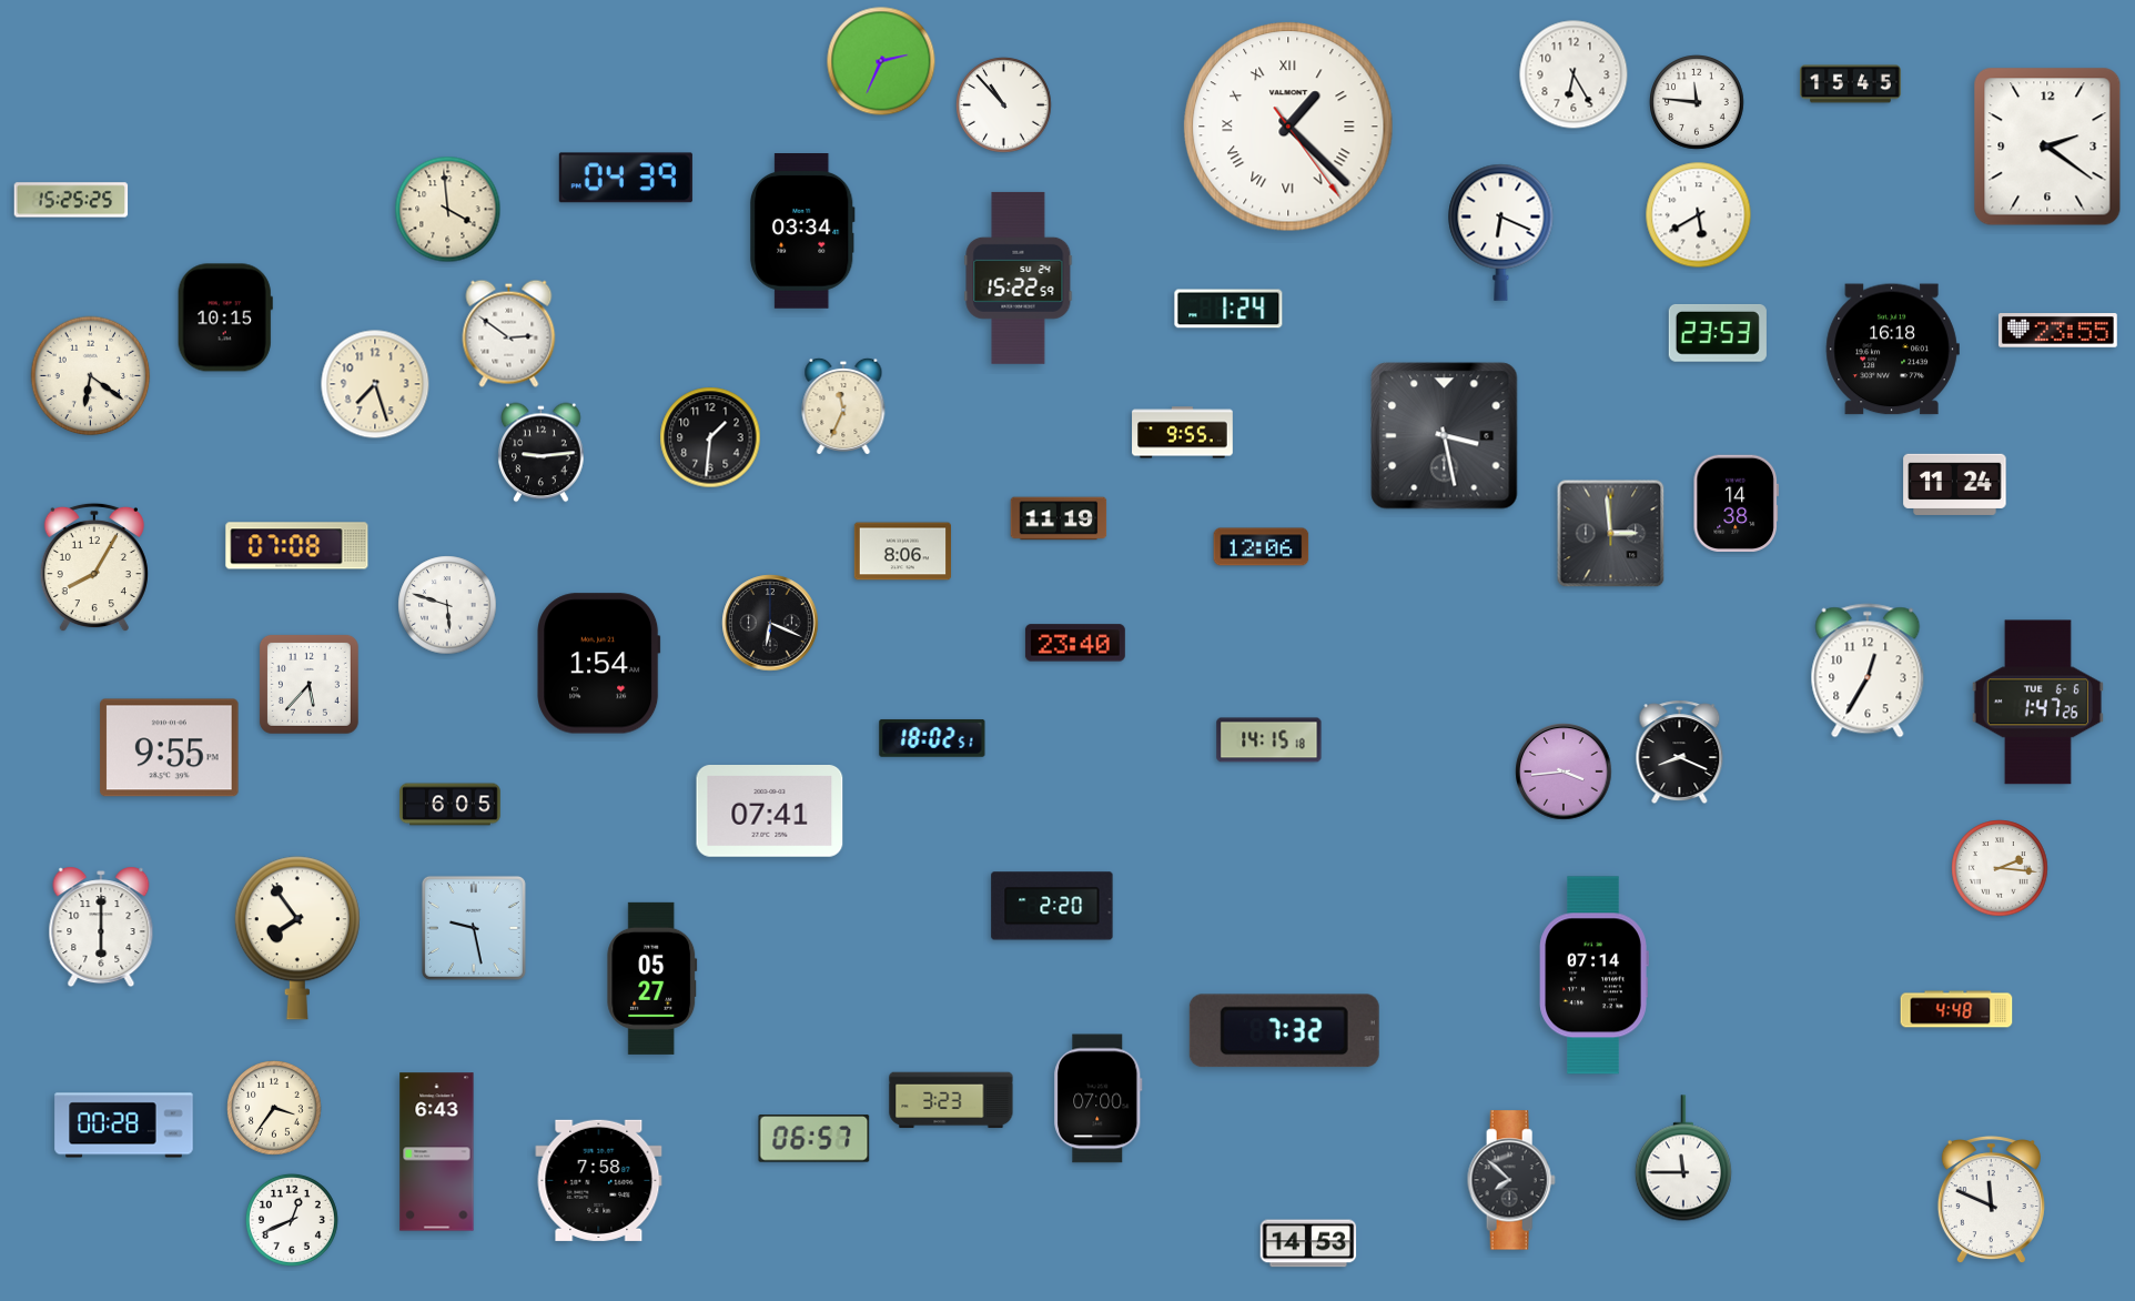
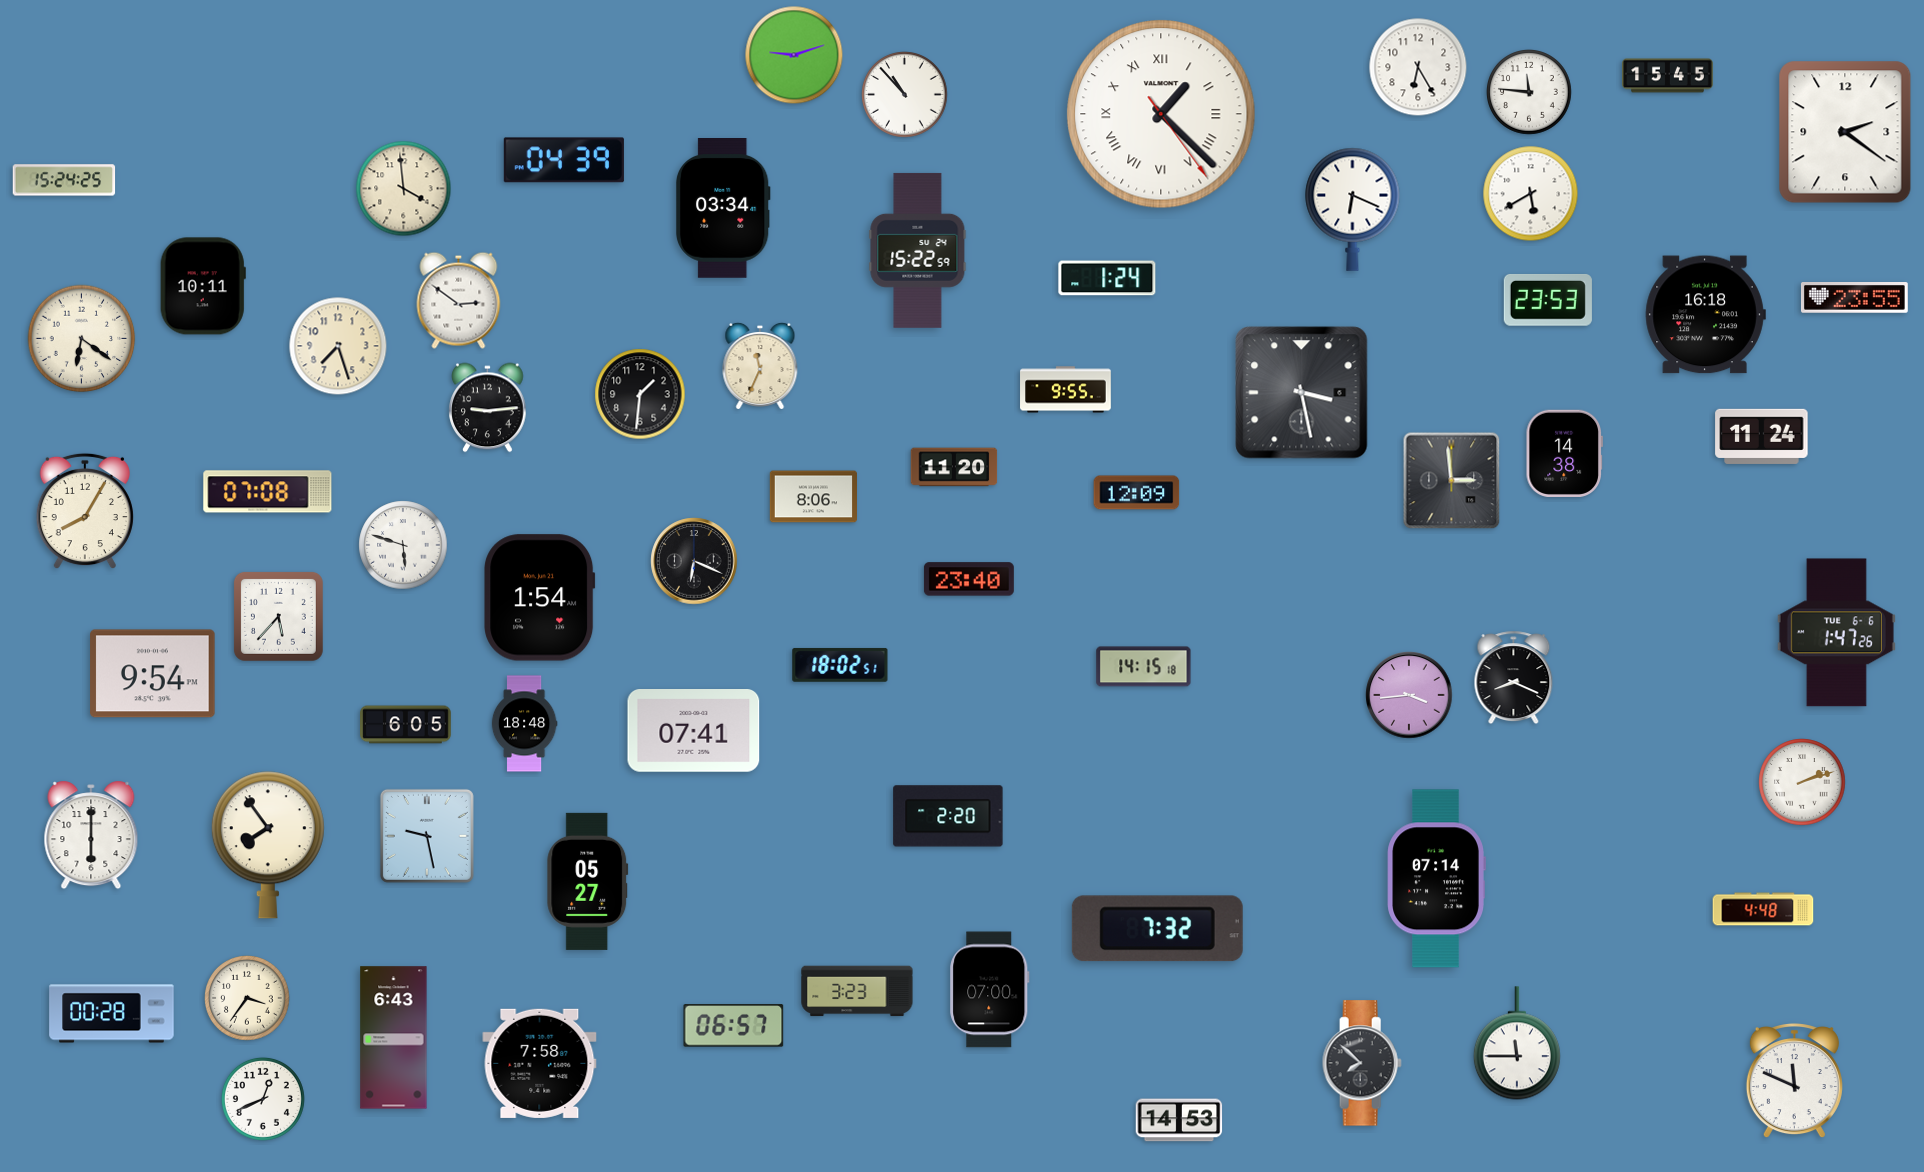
clock at (881, 61): 2:34 -> 9:12
clock at (71, 200): 15:25 -> 15:24
clock at (225, 317): 10:15 -> 10:11
clock at (1059, 518): 11:19 -> 11:20
clock at (1262, 547): 12:06 -> 12:09
clock at (1868, 670): 12:35 -> none
clock at (170, 748): 9:55 -> 9:54
clock at (524, 724): none -> 18:48
clock at (2000, 868): 2:16 -> 2:12
